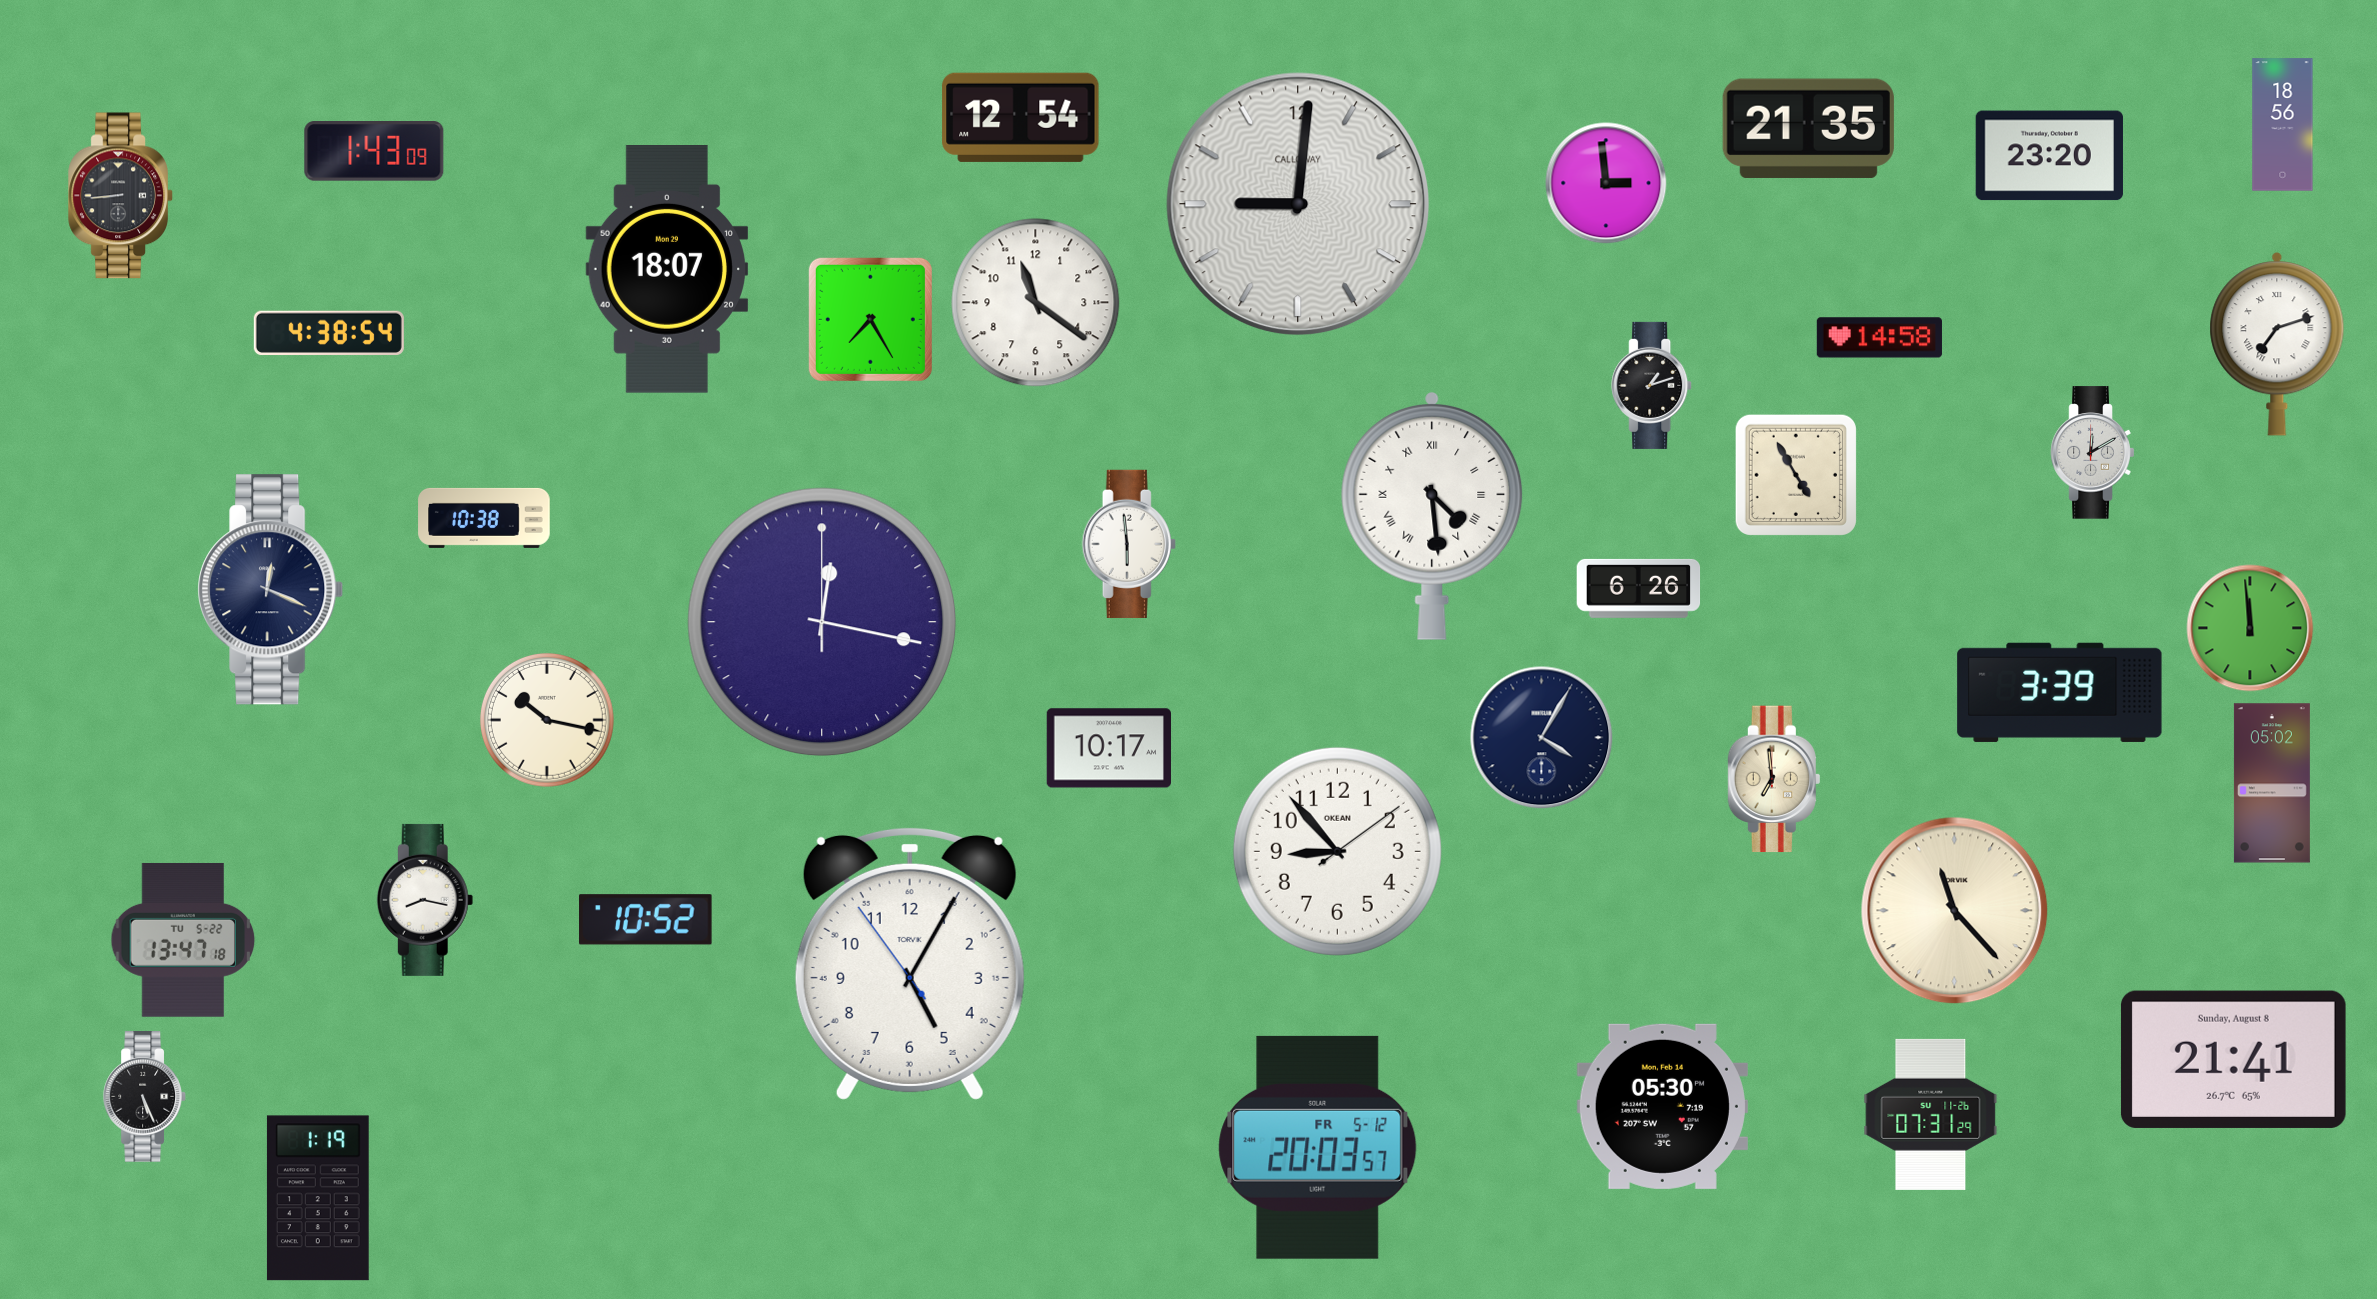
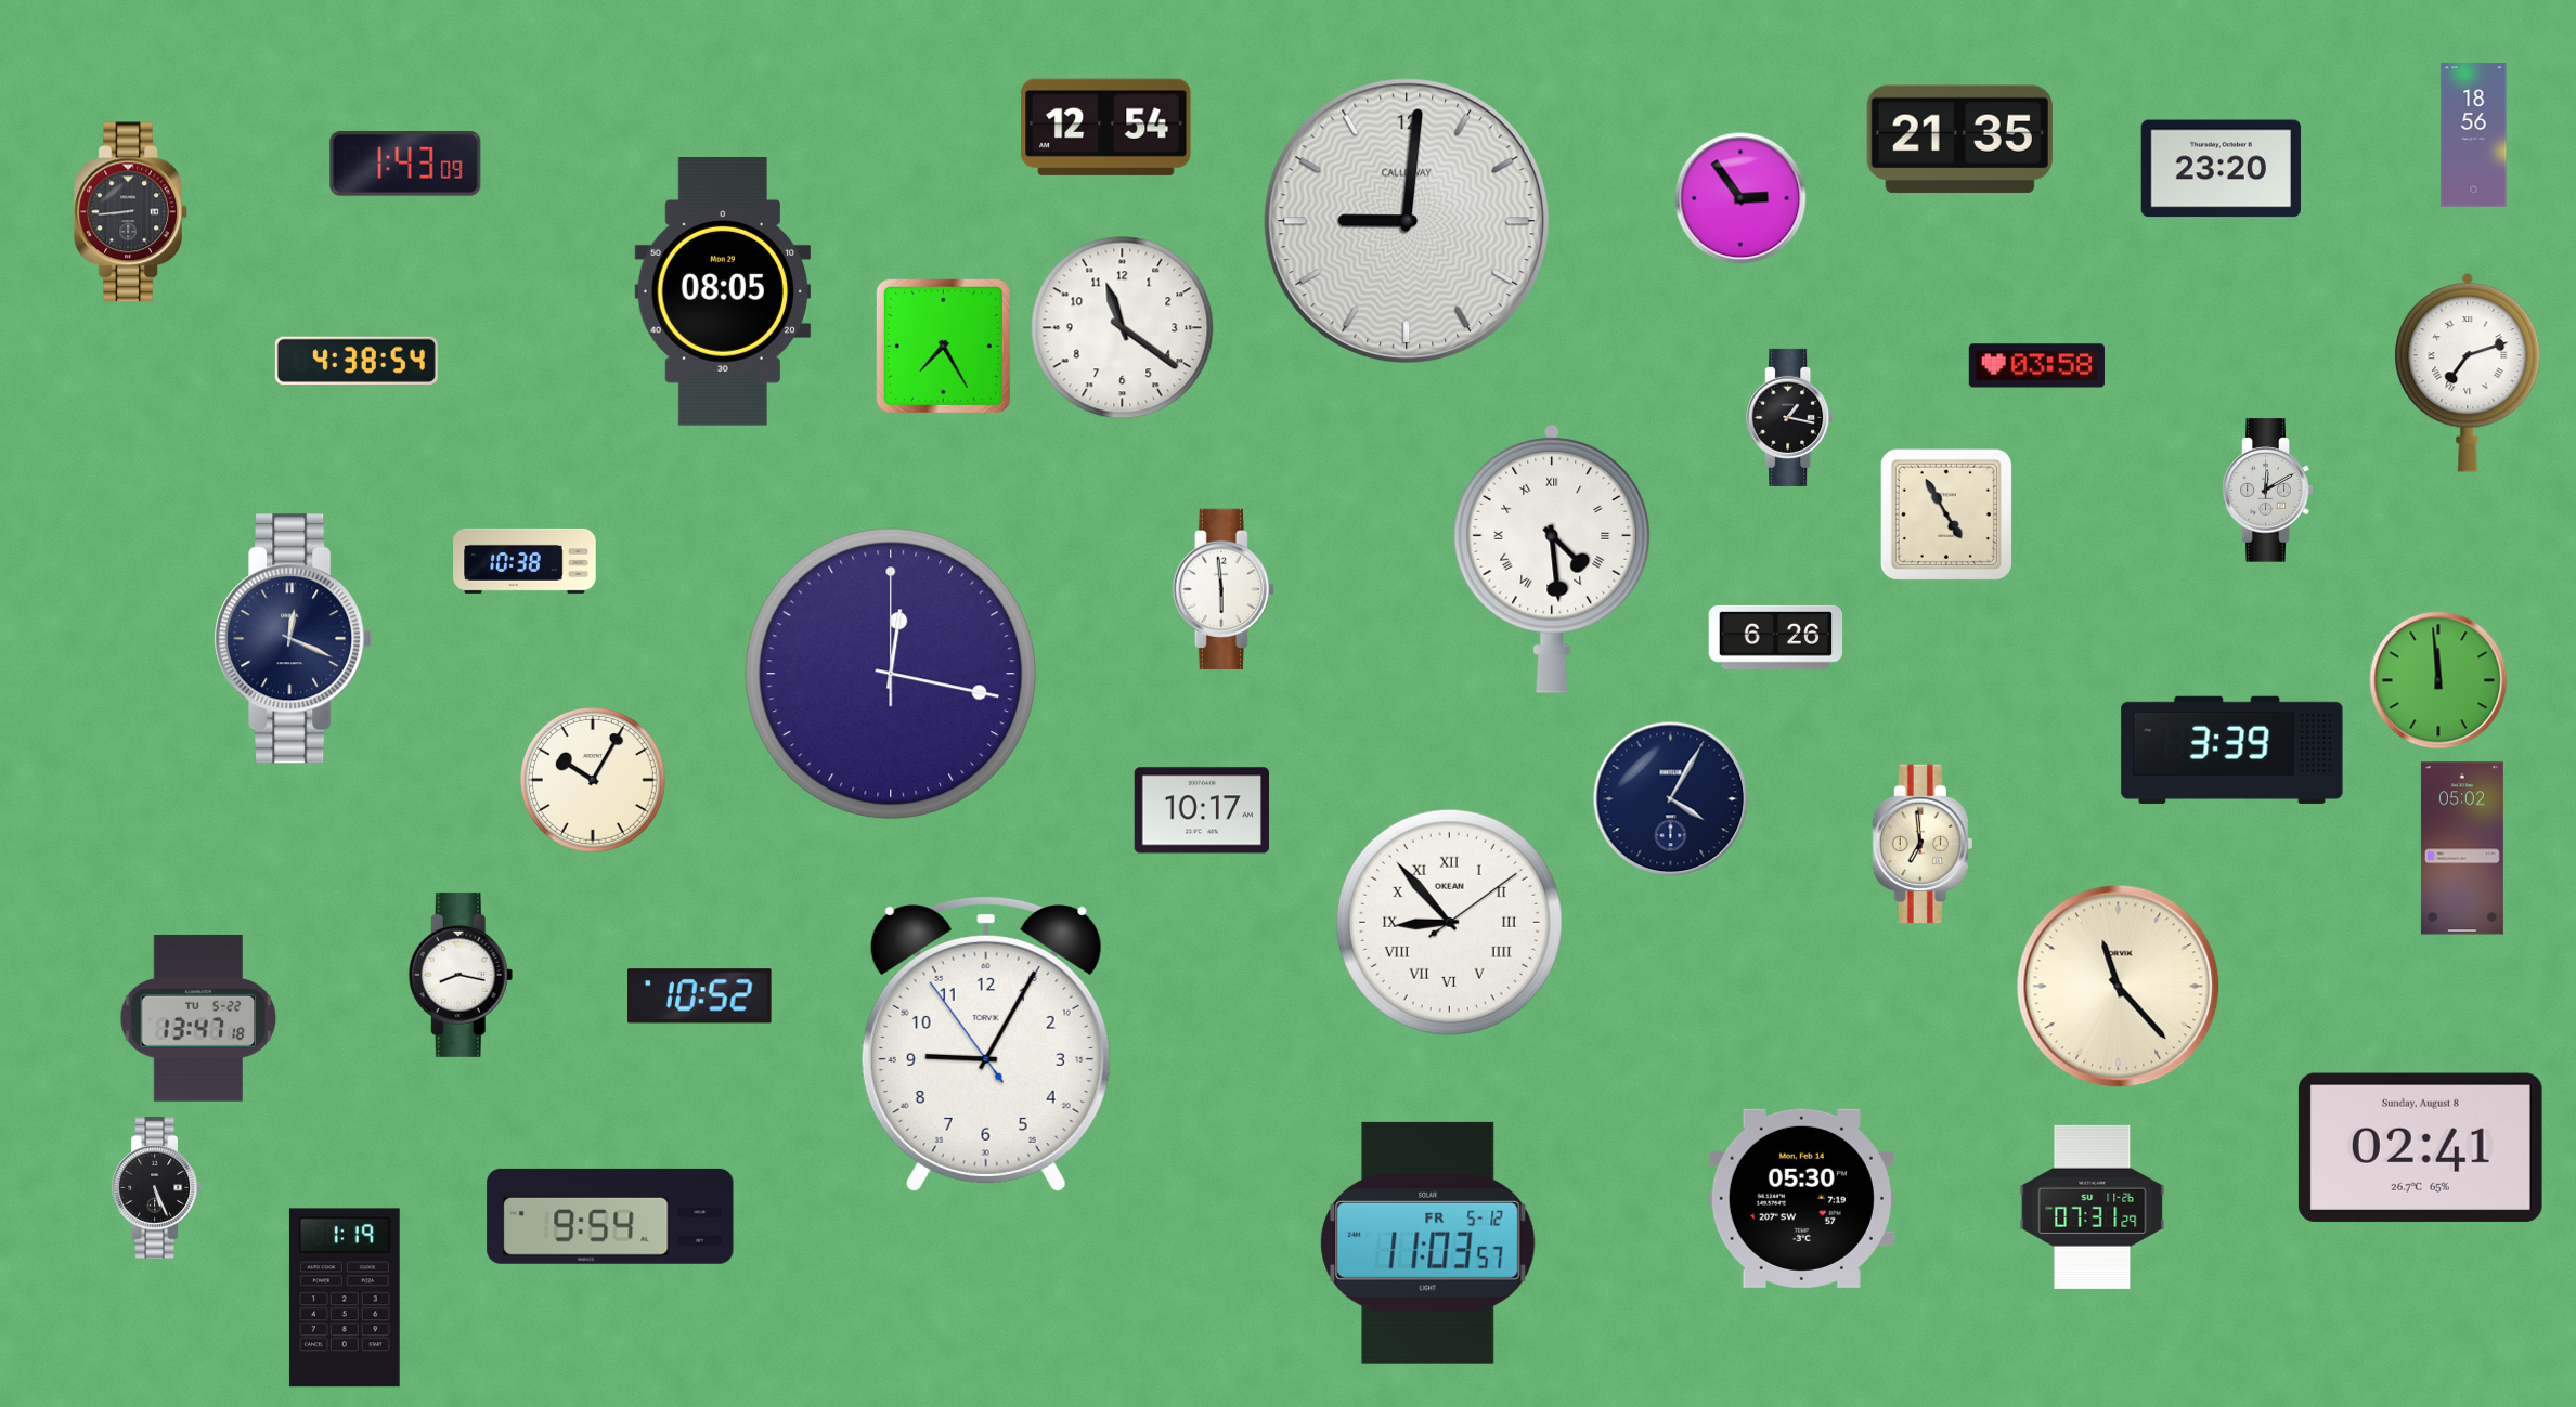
clock at (1606, 183): 2:59 -> 2:54
clock at (667, 270): 18:07 -> 08:05
clock at (1879, 338): 14:58 -> 03:58
clock at (1652, 385): 1:12 -> 1:17
clock at (547, 720): 10:17 -> 10:05
clock at (1337, 851) numerals: Arabic -> Roman
clock at (910, 963): 5:04 -> 9:04
clock at (2233, 1059): 21:41 -> 02:41
clock at (610, 1216): none -> 9:54
clock at (1318, 1147): 20:03 -> 11:03
